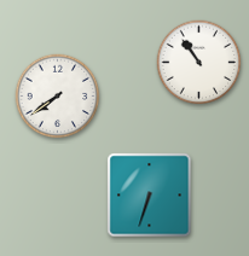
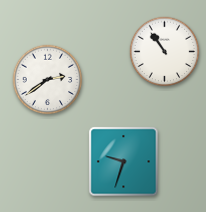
clock at (58, 97): 7:39 -> 2:39
clock at (150, 196): 6:33 -> 9:33
